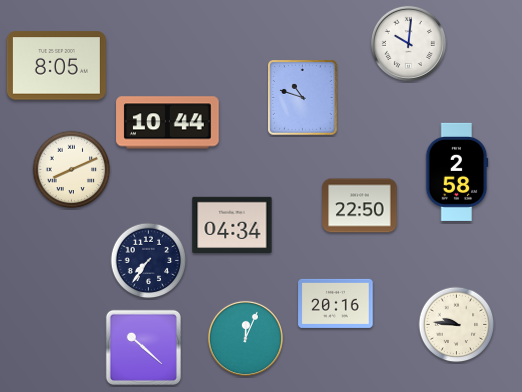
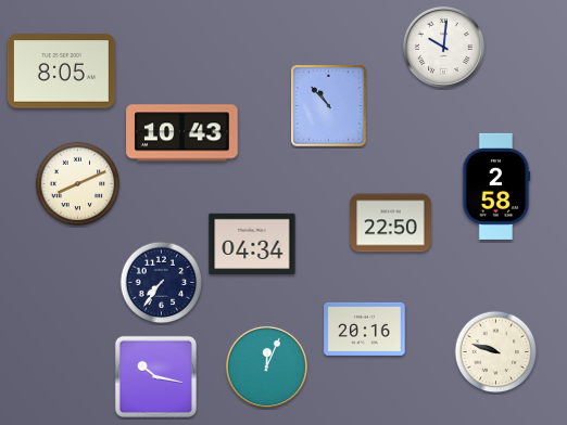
clock at (303, 98): 10:48 -> 10:53
clock at (168, 123): 10:44 -> 10:43
clock at (457, 325): 9:46 -> 9:48
clock at (143, 347): 10:22 -> 10:17
